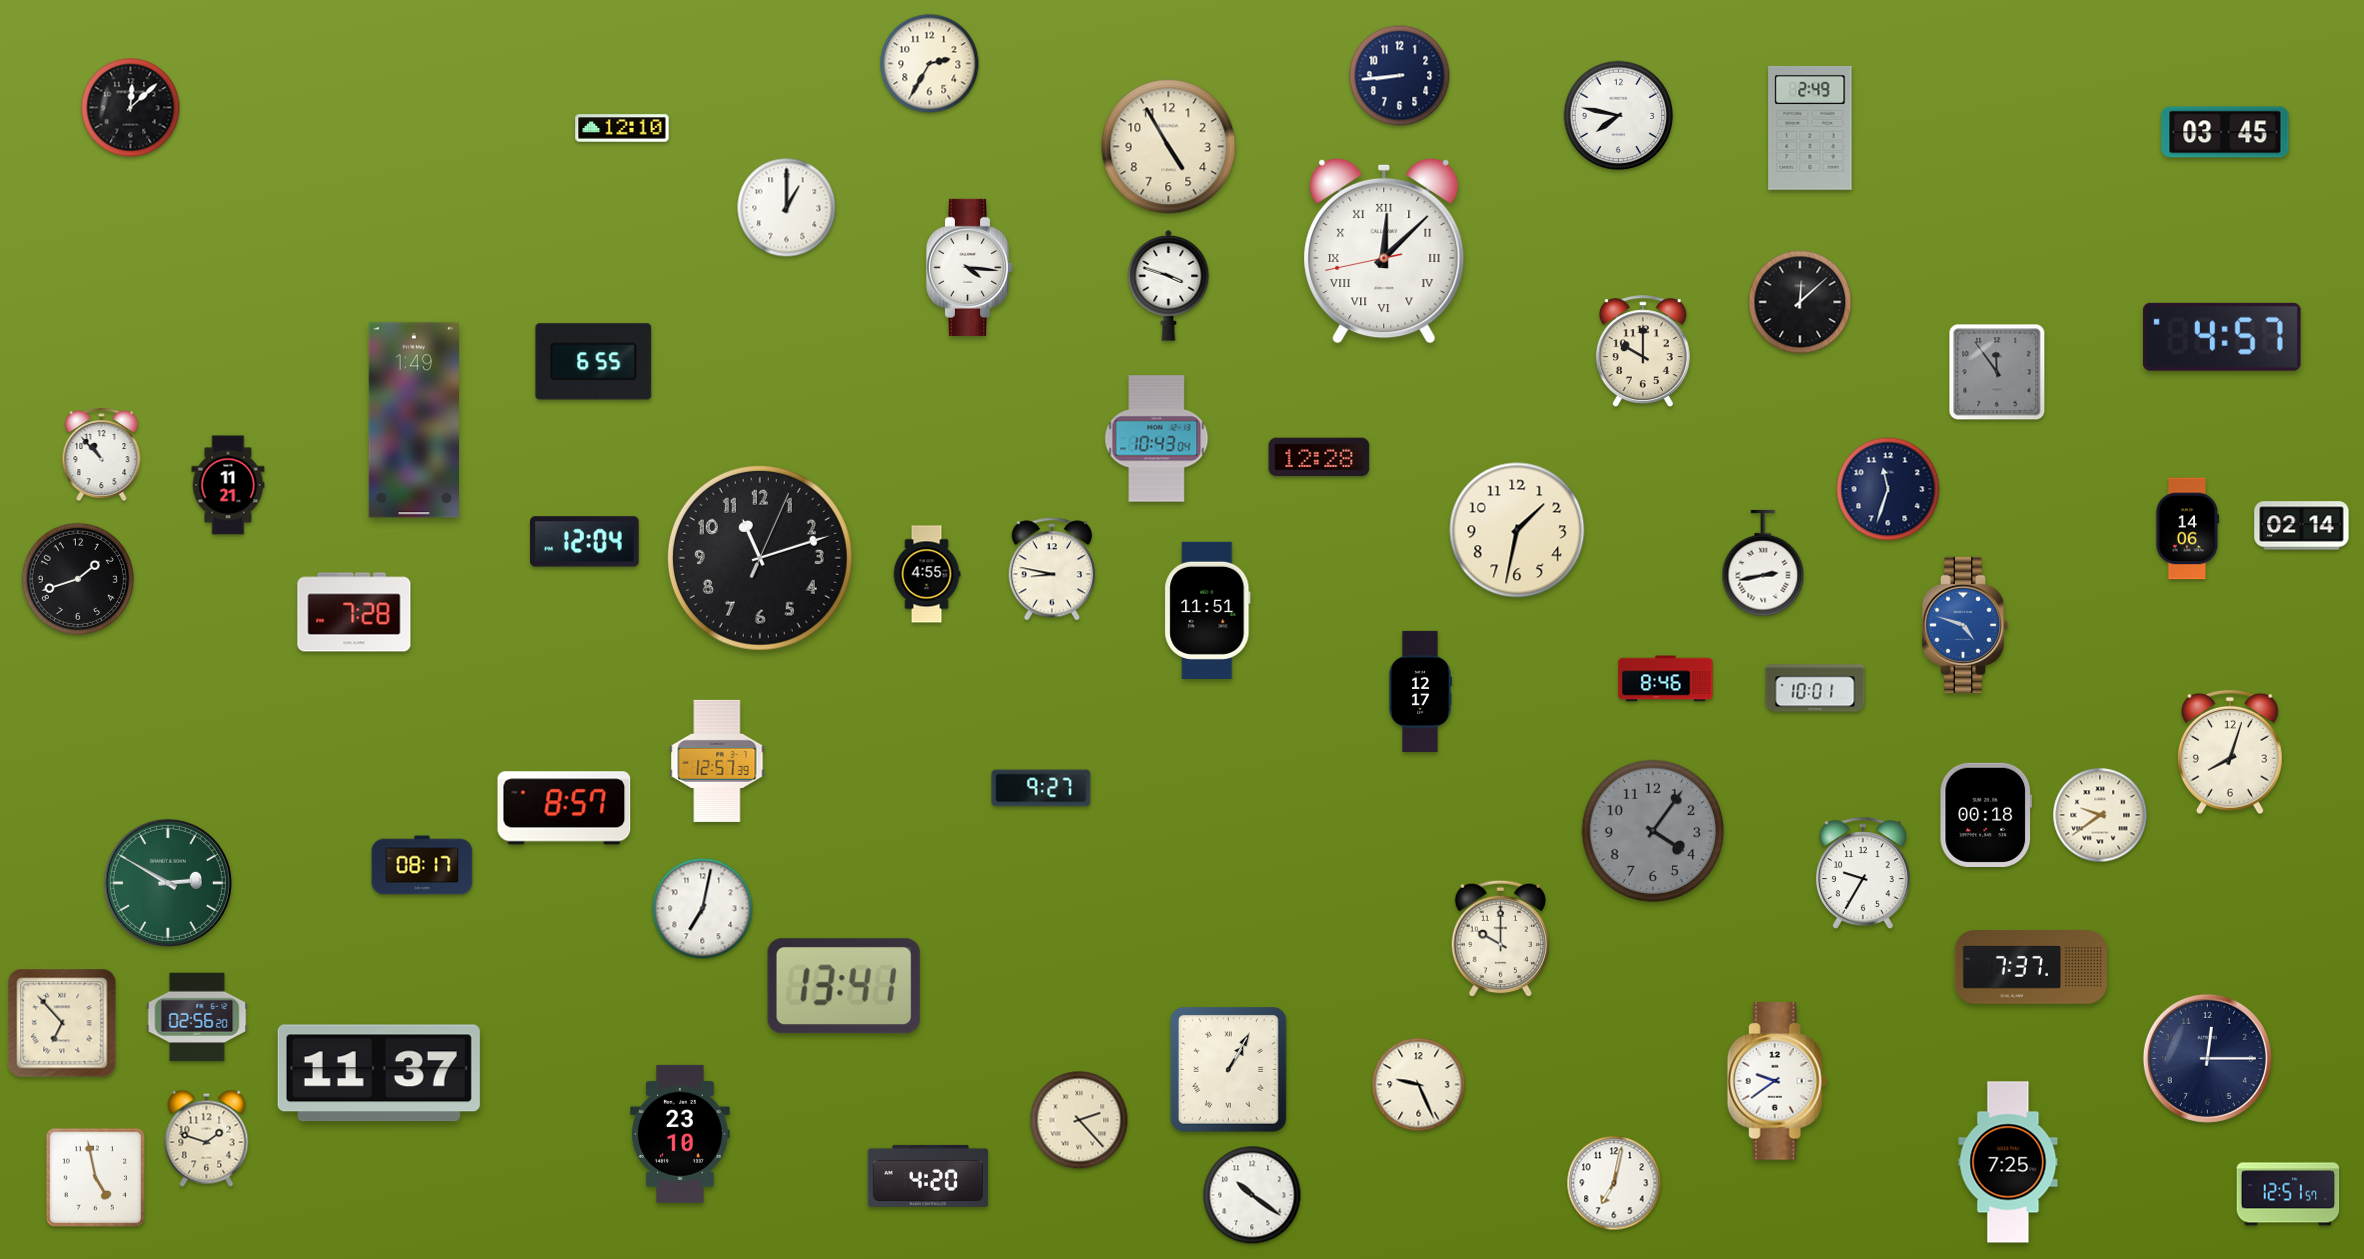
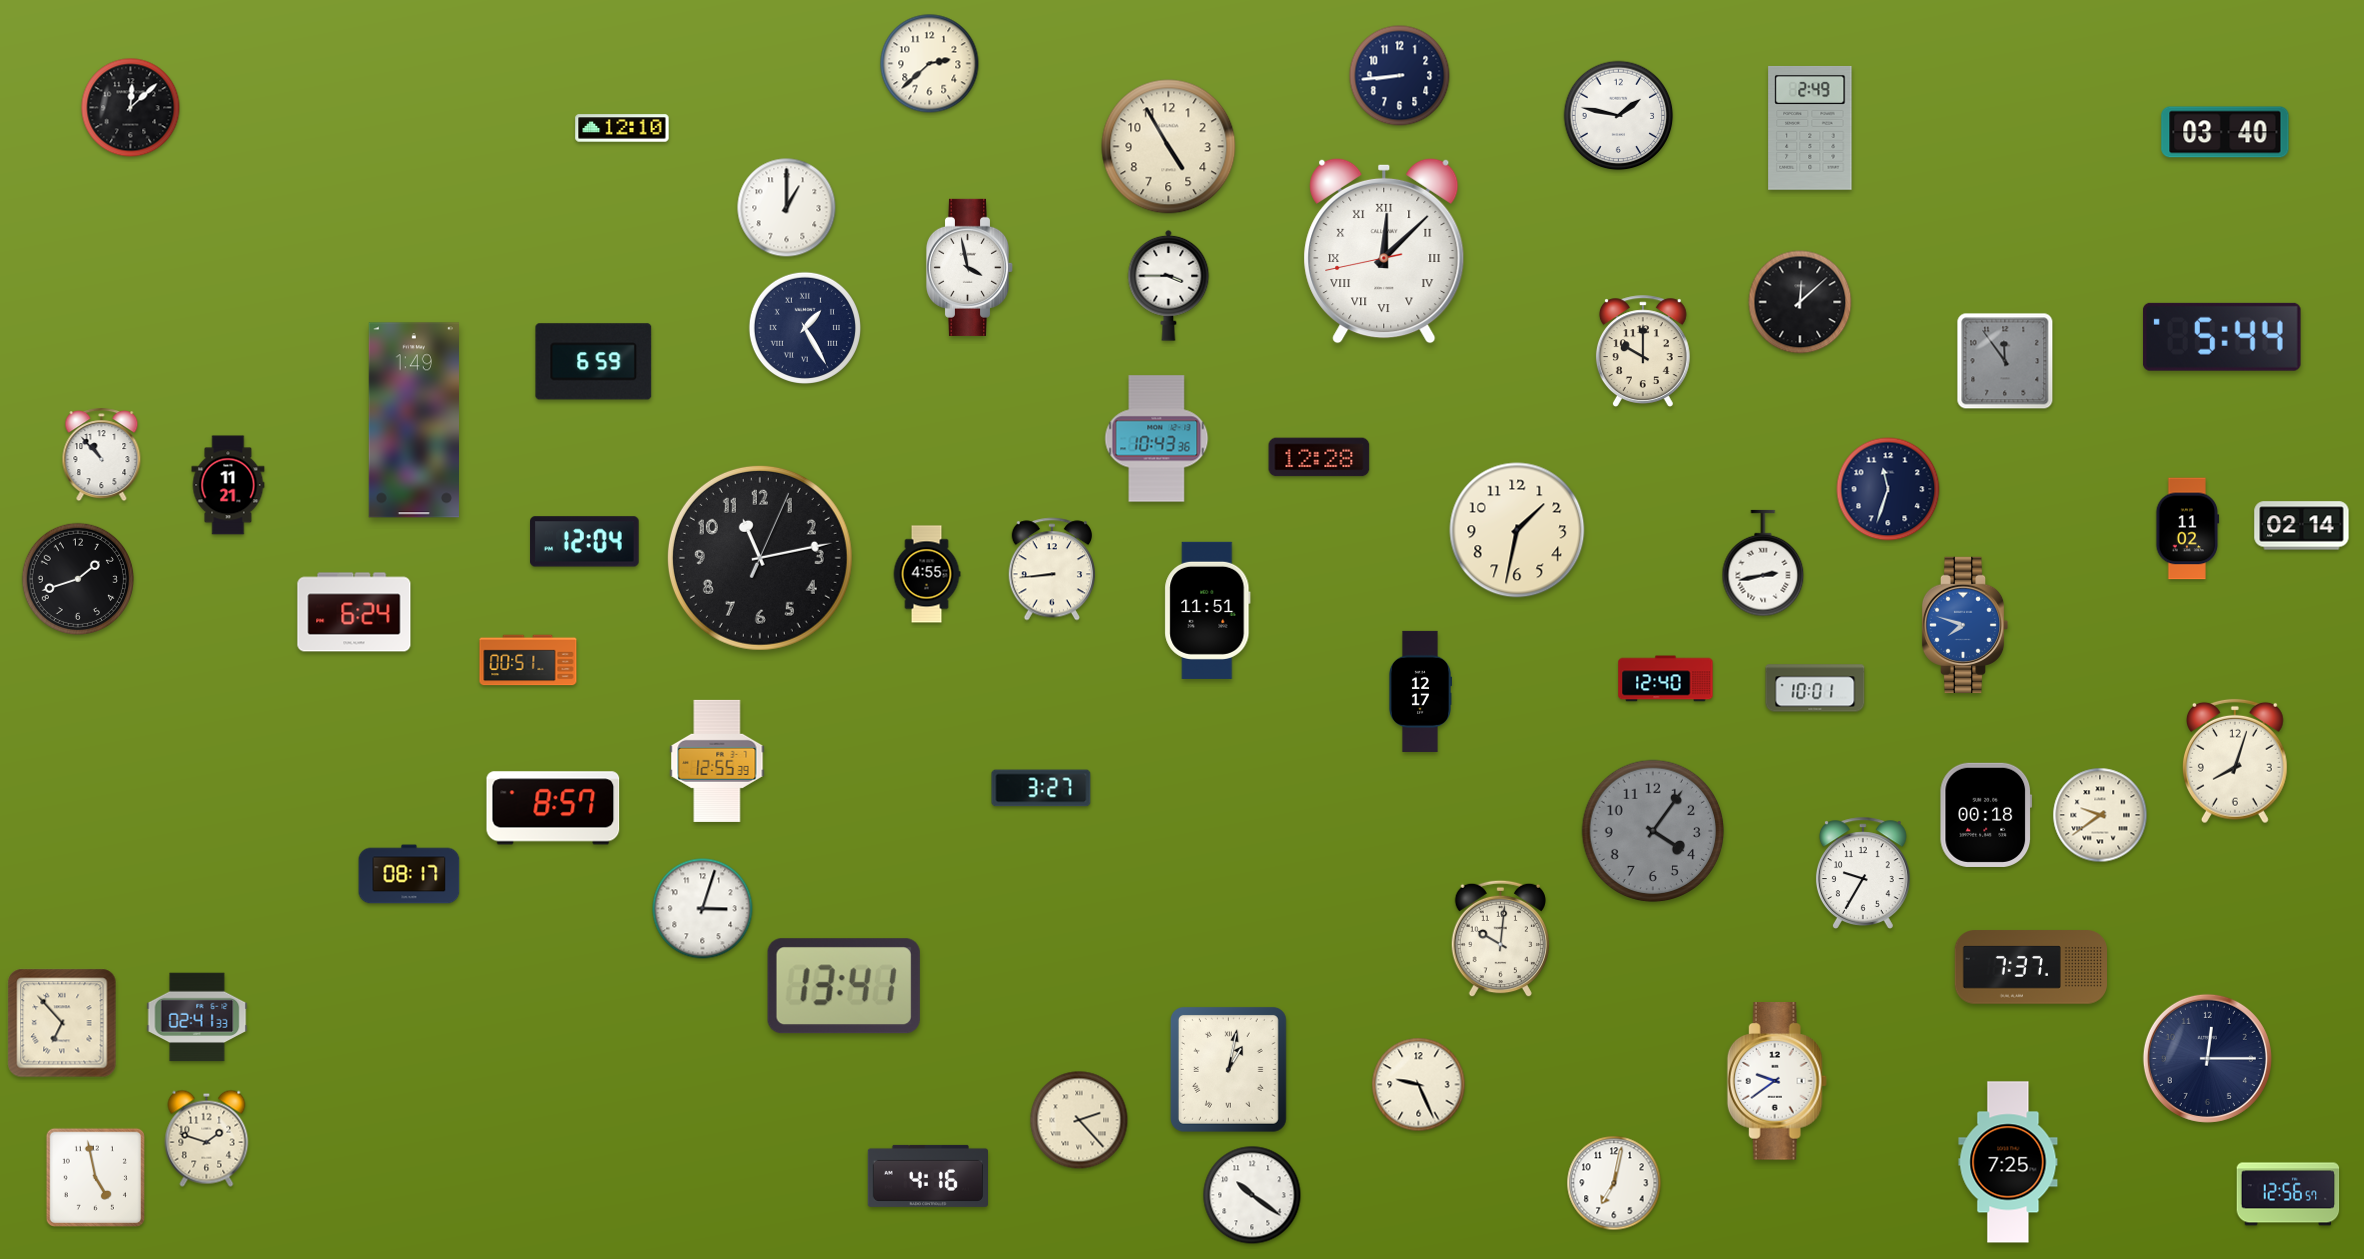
clock at (930, 64): 2:35 -> 2:38
clock at (1619, 116): 7:47 -> 1:47
clock at (2225, 132): 03:45 -> 03:40
clock at (970, 267): 4:16 -> 3:58
clock at (1169, 285): 3:48 -> 3:45
clock at (804, 327): none -> 1:25
clock at (2222, 337): 4:57 -> 5:44
clock at (594, 362): 6:55 -> 6:59
clock at (1997, 372) position: (1997, 372) -> (2005, 361)
clock at (1157, 439): 10:43:04 -> 10:43:36
clock at (2188, 529): 14:06 -> 11:02
clock at (760, 558): 11:12 -> 11:13
clock at (1051, 569): 8:47 -> 8:44
clock at (354, 612): 7:28 -> 6:24
clock at (1965, 625): 4:48 -> 7:48
clock at (528, 660): none -> 00:51
clock at (1666, 679): 8:46 -> 12:40
clock at (2230, 752) position: (2230, 752) -> (2235, 761)
clock at (717, 761): 12:57 -> 12:55
clock at (1041, 788): 9:27 -> 3:27
clock at (564, 808) position: (564, 808) -> (553, 808)
clock at (422, 865) position: (422, 865) -> (409, 874)
clock at (168, 883): 2:50 -> none
clock at (703, 909): 7:02 -> 3:03
clock at (1500, 939): 10:00 -> 10:01
clock at (197, 1017): 02:56 -> 02:41
clock at (1228, 1069): 1:05 -> 1:02
clock at (379, 1073): 11:37 -> none
clock at (681, 1134): 23:10 -> none
clock at (927, 1176): 4:20 -> 4:16
clock at (2288, 1194): 12:51 -> 12:56
